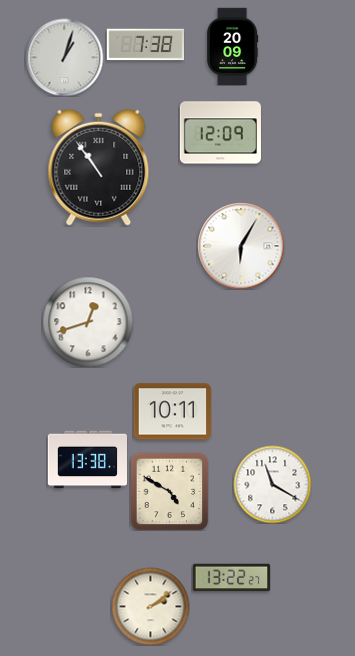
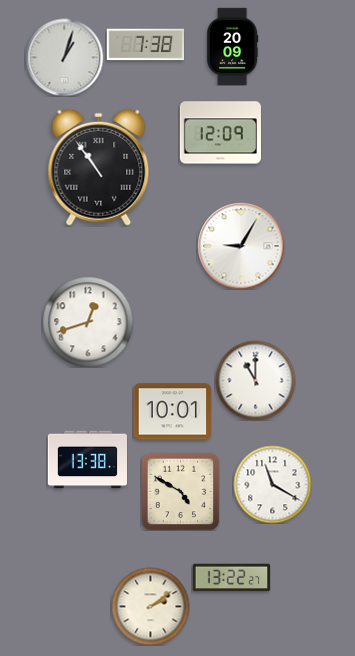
clock at (241, 246): 6:05 -> 9:05
clock at (255, 380): none -> 11:00
clock at (172, 412): 10:11 -> 10:01
clock at (169, 491) position: (169, 491) -> (180, 491)
